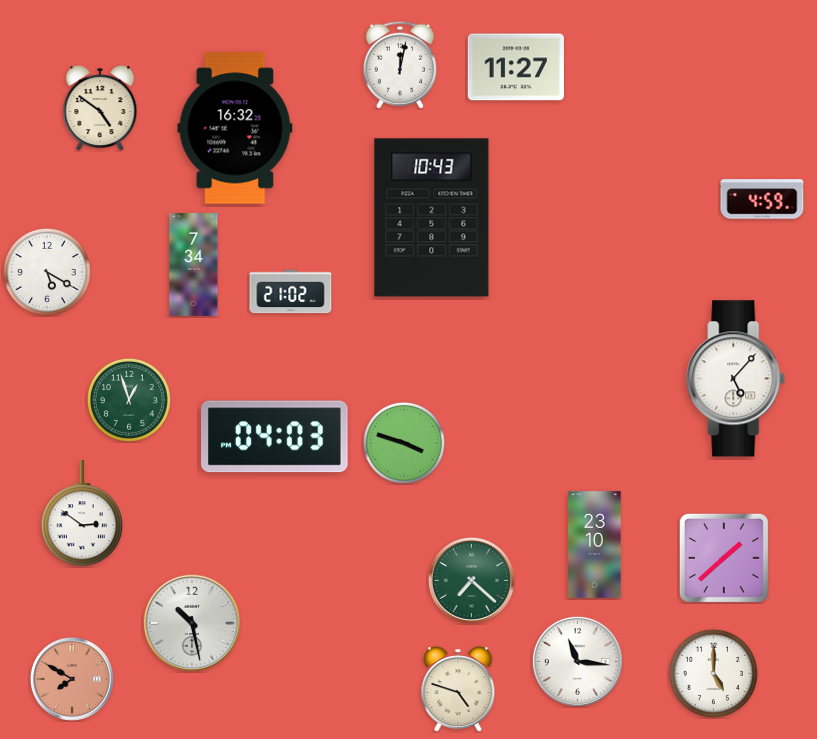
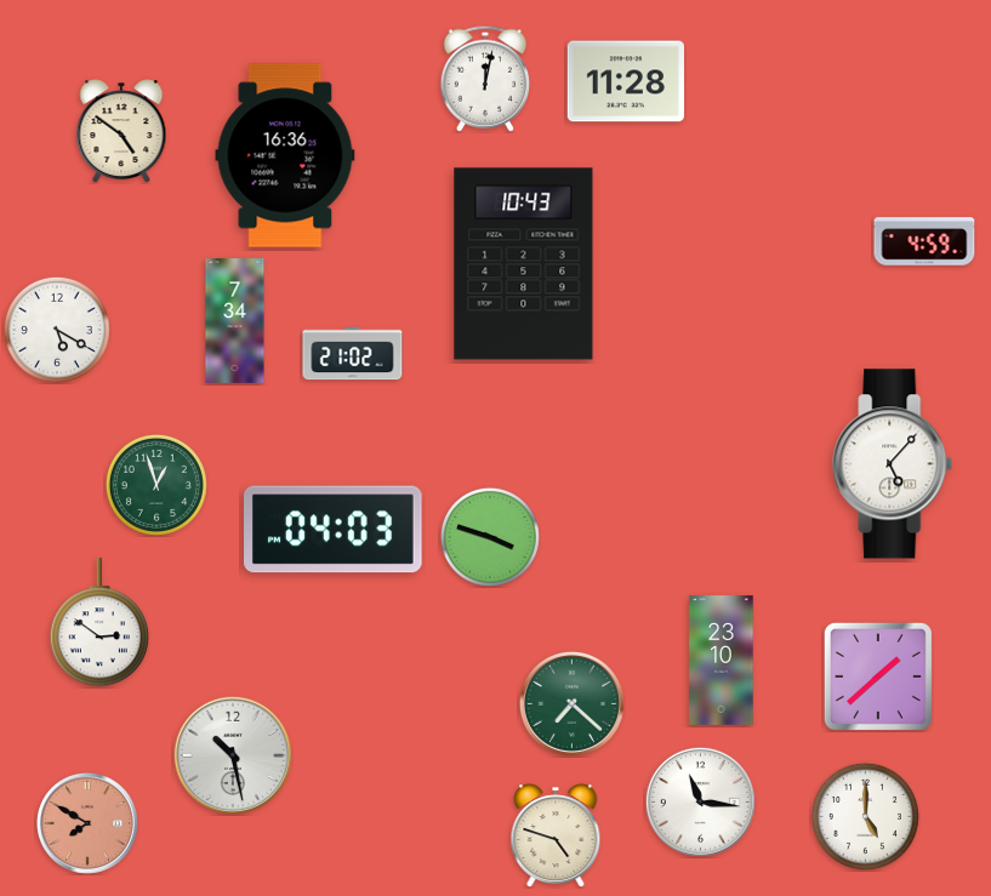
clock at (516, 67): 11:27 -> 11:28
clock at (235, 128): 16:32 -> 16:36
clock at (736, 379) position: (736, 379) -> (893, 464)
